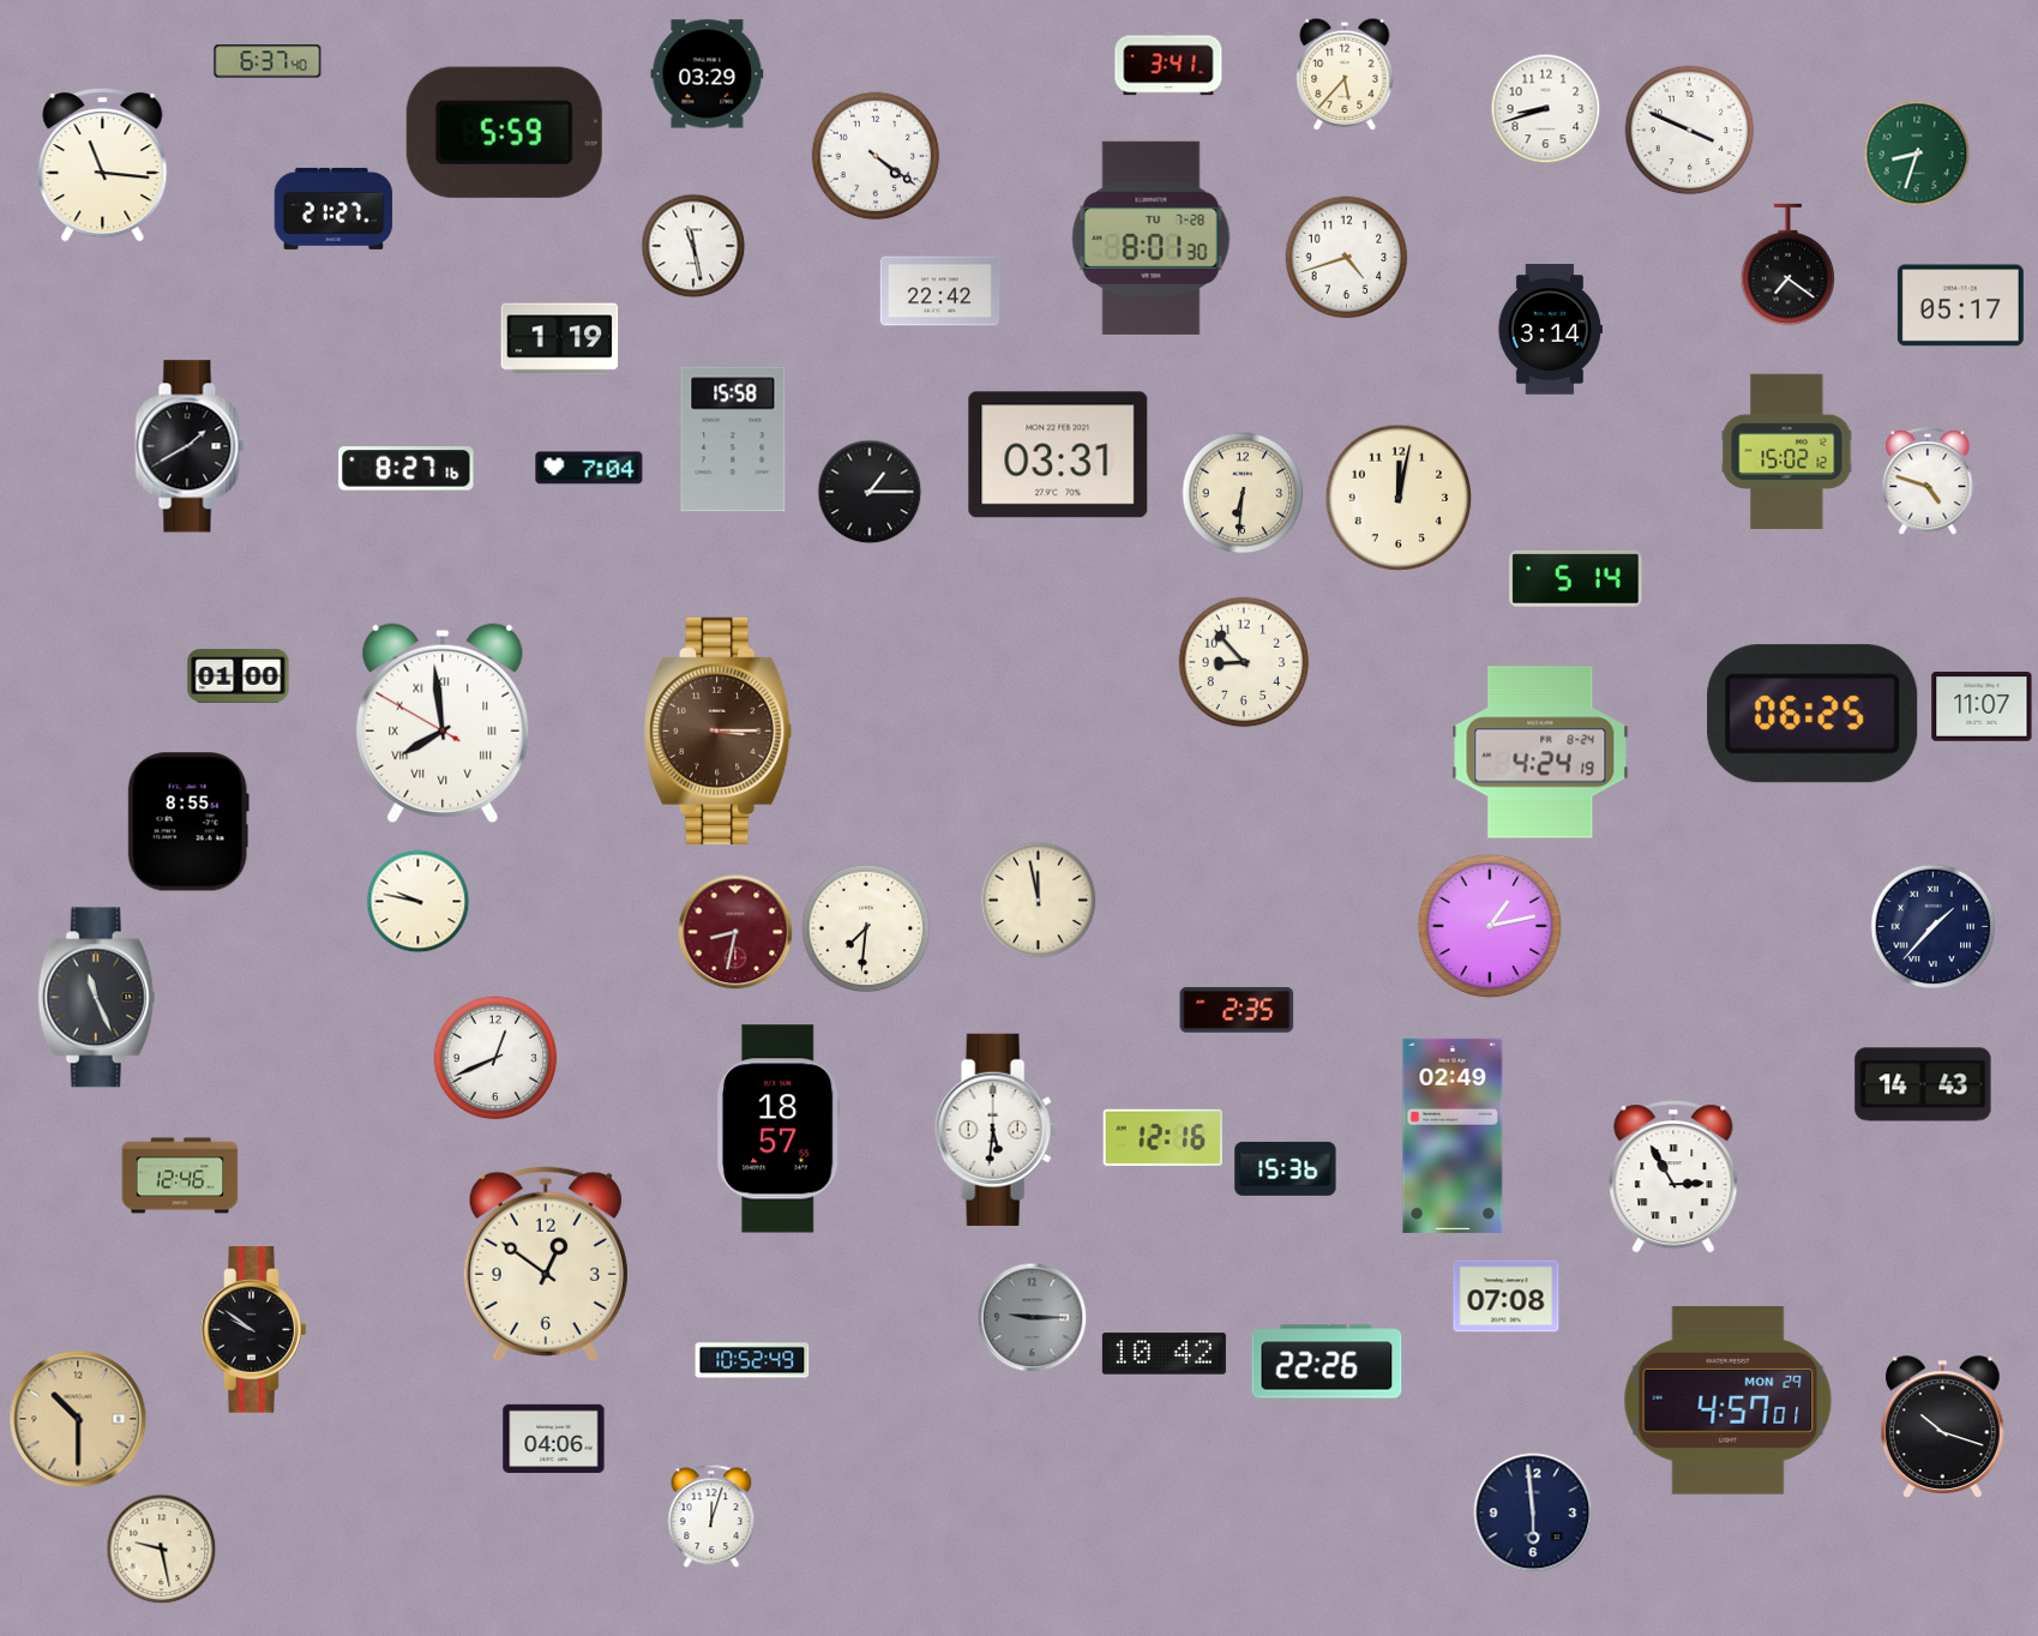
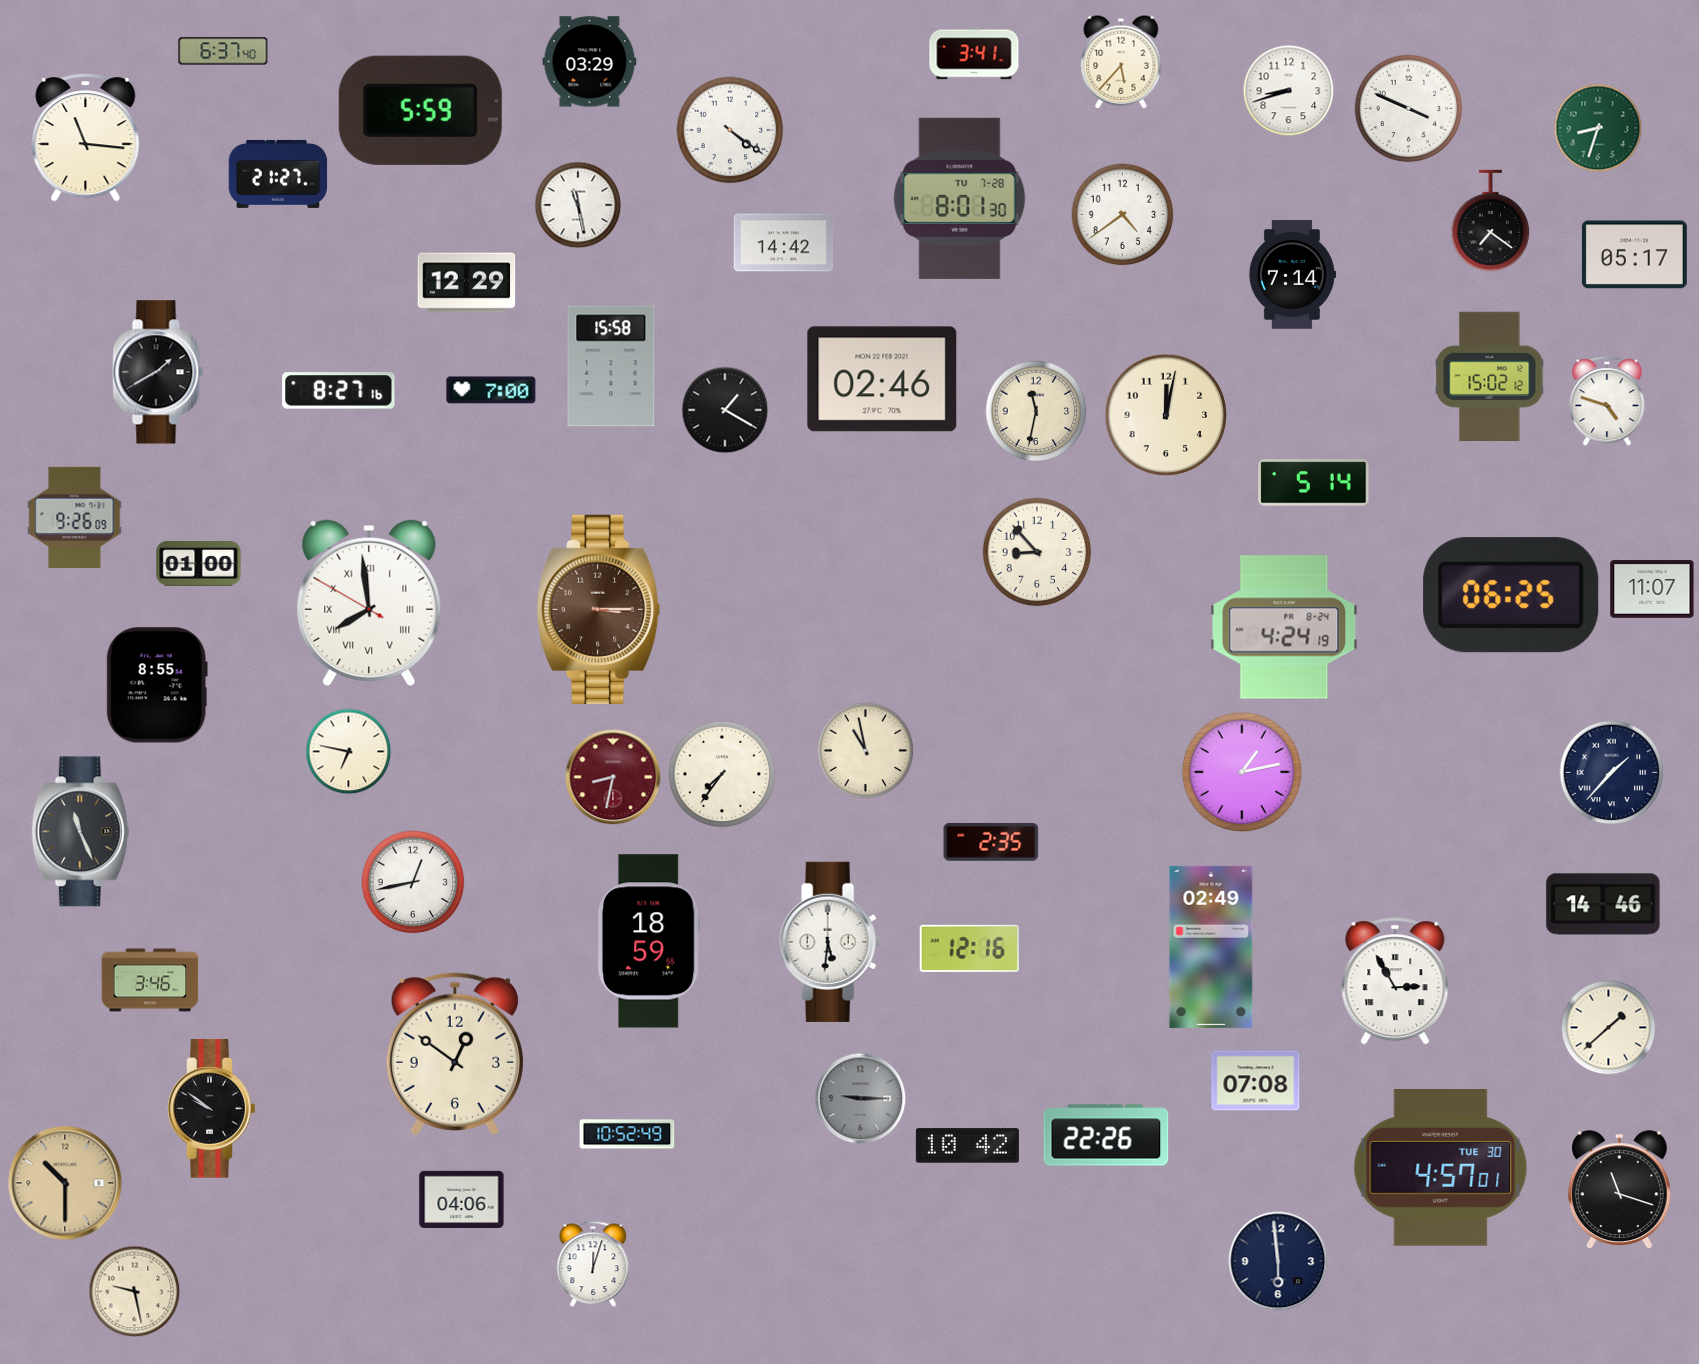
clock at (1347, 258): 4:42 -> 4:39
clock at (940, 291): 22:42 -> 14:42
clock at (1550, 330): 3:14 -> 7:14
clock at (560, 339): 1:19 -> 12:29
clock at (1058, 455): 03:31 -> 02:46
clock at (589, 468): 7:04 -> 7:00
clock at (870, 492): 1:15 -> 1:20
clock at (1243, 493): 6:31 -> 11:32
clock at (75, 517): none -> 9:26
clock at (1039, 901): 11:58 -> 10:58
clock at (419, 902): 9:47 -> 6:47
clock at (866, 928): 7:31 -> 7:36
clock at (1237, 1010) position: (1237, 1010) -> (991, 842)
clock at (495, 1058): 12:41 -> 12:43
clock at (1923, 1084): 14:43 -> 14:46
clock at (780, 1129): 18:57 -> 18:59
clock at (1286, 1168): 15:36 -> none
clock at (180, 1175): 12:46 -> 3:46
clock at (1609, 1028): none -> 1:38
clock at (1164, 1354) position: (1164, 1354) -> (967, 1146)
clock at (1729, 1401) date: MON 29 -> TUE 30
clock at (1943, 1427): 10:18 -> 11:18
